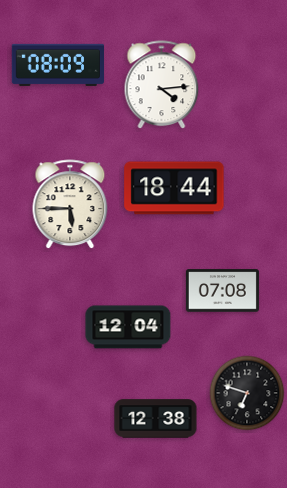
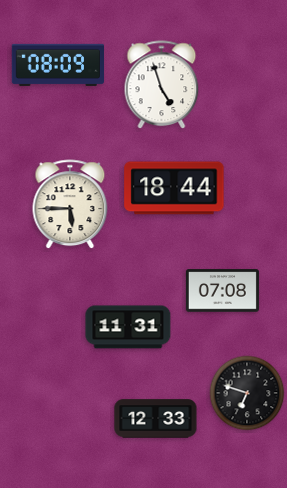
clock at (162, 85): 4:14 -> 4:57
clock at (128, 327): 12:04 -> 11:31
clock at (156, 419): 12:38 -> 12:33
